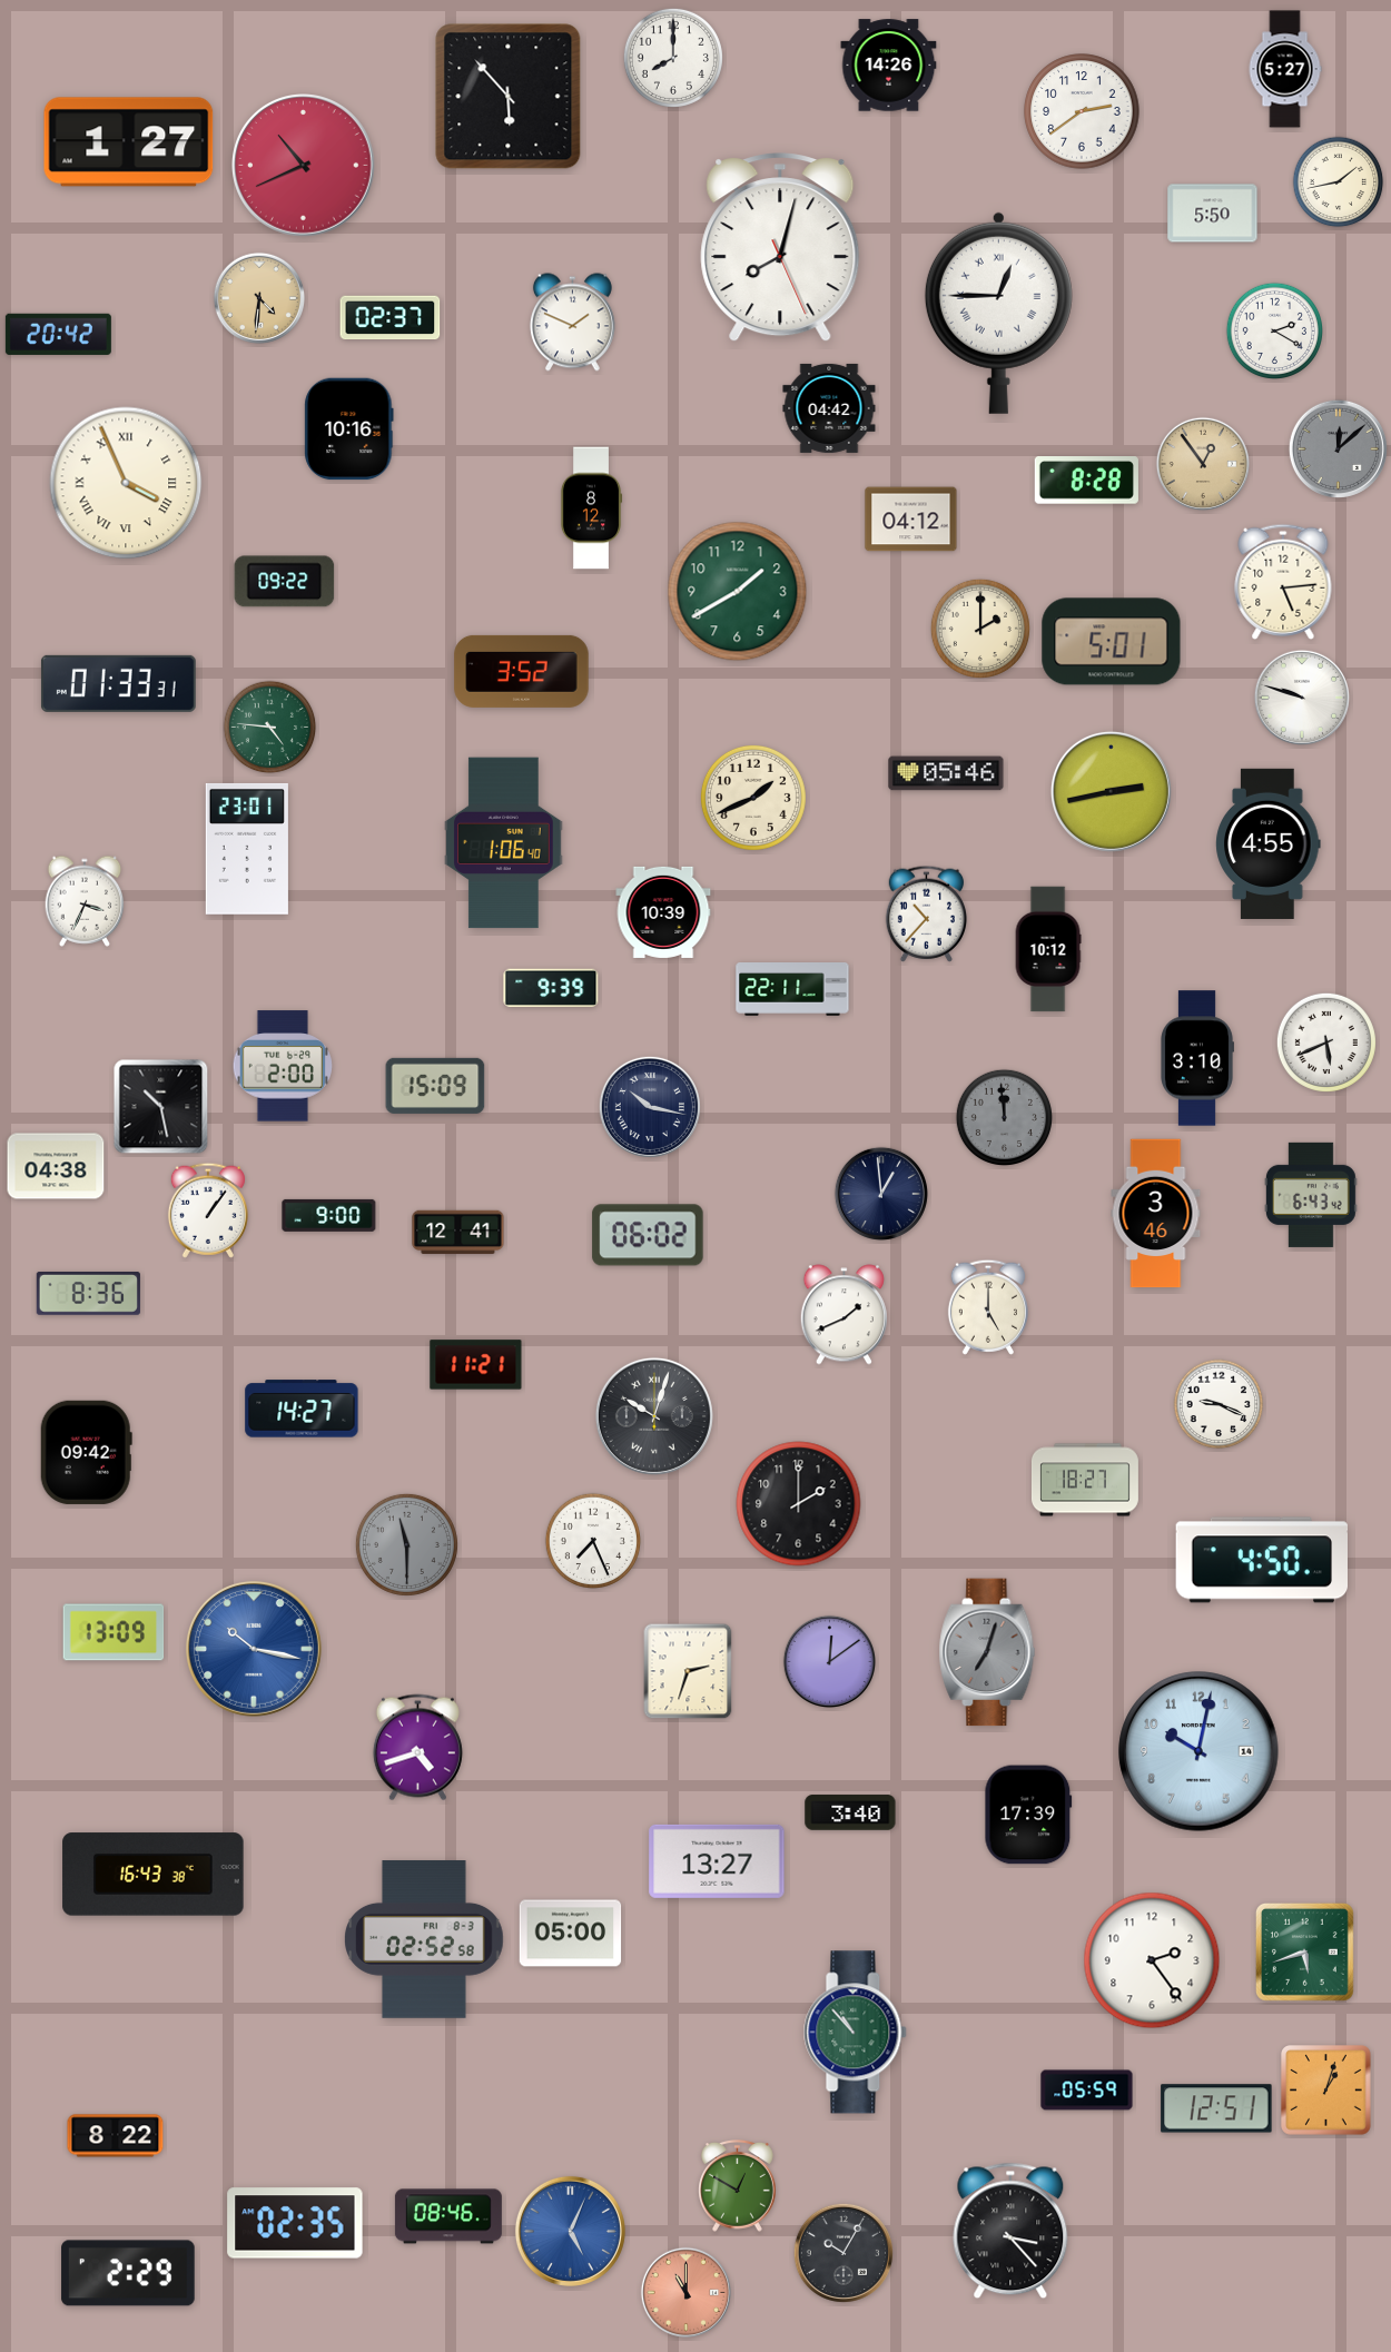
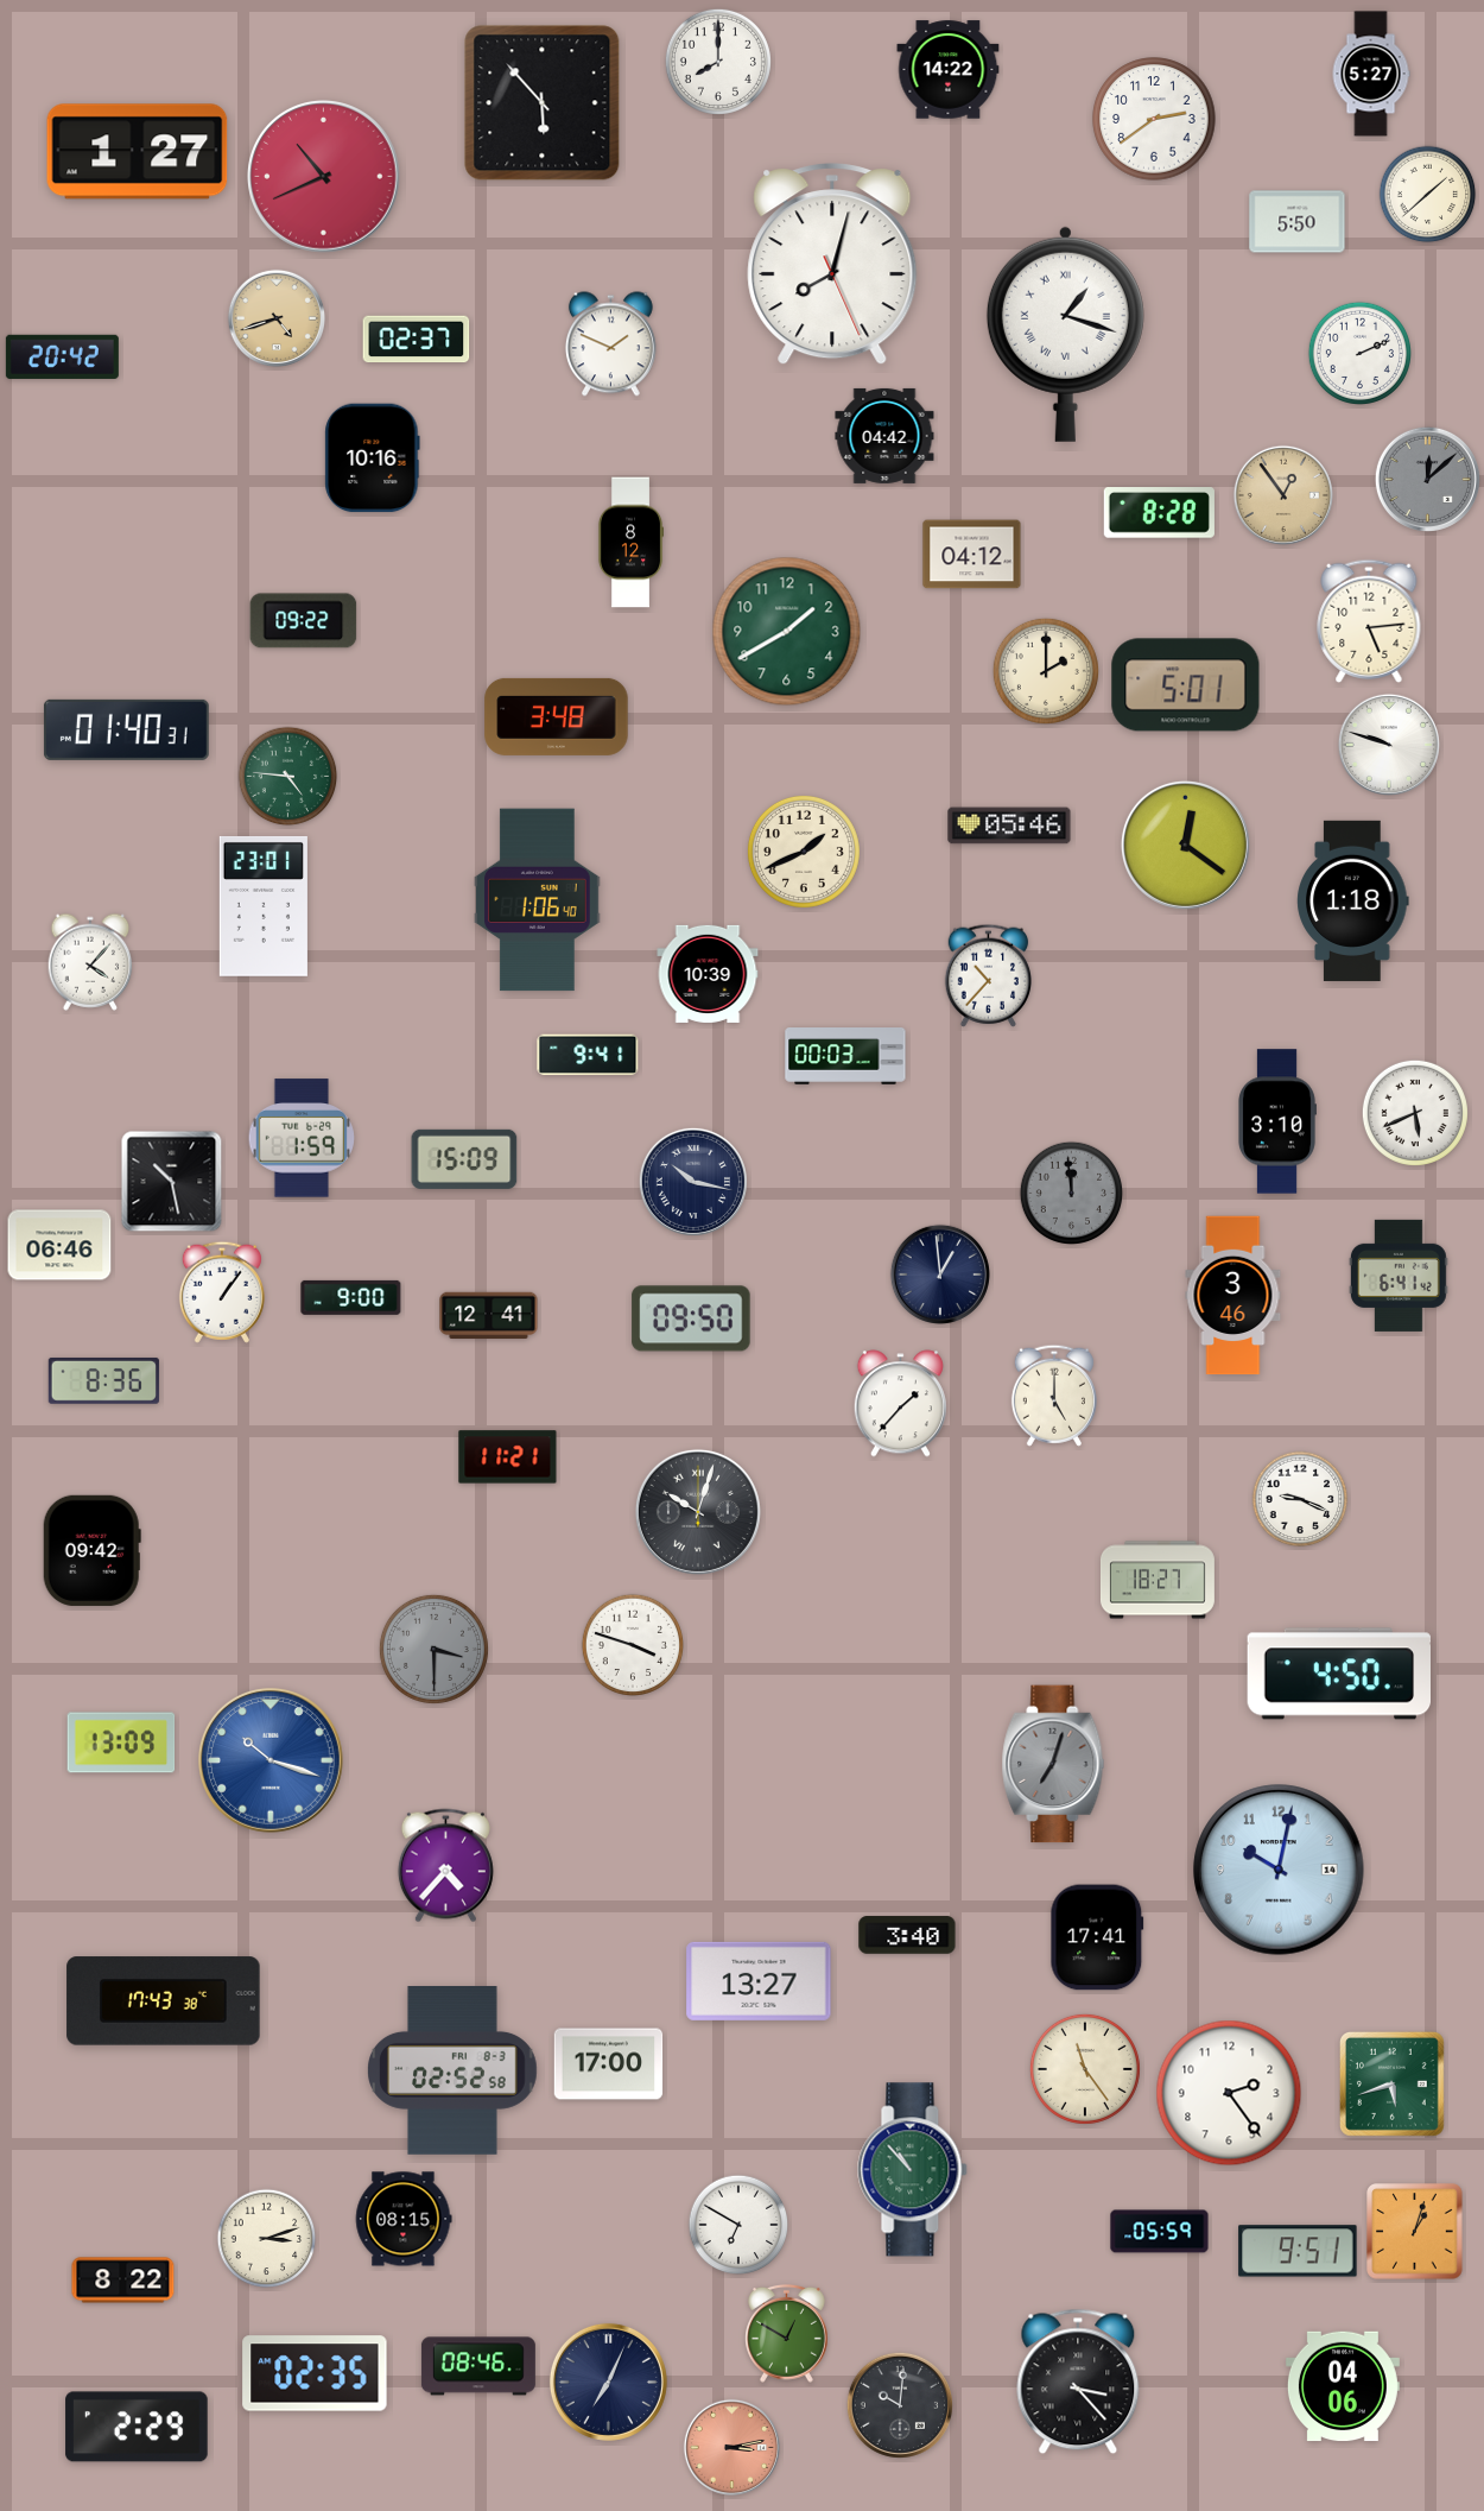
clock at (889, 66): 14:26 -> 14:22
clock at (1339, 182): 1:43 -> 1:38
clock at (1213, 214) position: (1213, 214) -> (1298, 222)
clock at (258, 297): 4:31 -> 4:42
clock at (998, 313): 12:45 -> 1:18
clock at (1274, 330): 2:20 -> 2:11
clock at (126, 483): 3:56 -> none
clock at (522, 671): 3:52 -> 3:48
clock at (118, 683): 01:33 -> 01:40
clock at (1111, 791): 2:43 -> 12:21
clock at (1269, 843): 4:55 -> 1:18
clock at (85, 901): 3:34 -> 4:07
clock at (1048, 949): 10:12 -> none
clock at (551, 988): 9:39 -> 9:41
clock at (792, 990): 22:11 -> 00:03
clock at (1197, 1058) position: (1197, 1058) -> (1277, 1121)
clock at (282, 1066): 2:00 -> 1:59
clock at (56, 1166): 04:38 -> 06:46
clock at (1311, 1195): 6:43 -> 6:41
clock at (648, 1235): 06:02 -> 09:50
clock at (88, 1293) position: (88, 1293) -> (103, 1380)
clock at (844, 1315): 1:41 -> 1:37
clock at (302, 1409): 14:27 -> none
clock at (799, 1504): 2:00 -> none
clock at (593, 1541): 7:26 -> 3:48
clock at (406, 1544): 11:30 -> 3:30
clock at (1261, 1560) position: (1261, 1560) -> (1338, 1674)
clock at (254, 1649): 10:17 -> 10:18
clock at (829, 1661): 12:09 -> none
clock at (688, 1671): 2:33 -> none
clock at (417, 1748): 4:42 -> 4:37
clock at (1028, 1815): 17:39 -> 17:41
clock at (717, 1861) position: (717, 1861) -> (759, 1981)
clock at (154, 1875): 16:43 -> 17:43
clock at (571, 1934): 05:00 -> 17:00
clock at (1085, 2069): none -> 11:24
clock at (404, 2219): none -> 08:15
clock at (738, 2225): none -> 6:50
clock at (267, 2239): none -> 3:12
clock at (1216, 2108): 12:51 -> 9:51
clock at (570, 2231): 5:04 -> 7:04
clock at (570, 2231) dial: blue -> navy
clock at (1343, 2386): none -> 04:06
clock at (844, 2253): 10:05 -> 10:01
clock at (685, 2292): 11:00 -> 3:13
